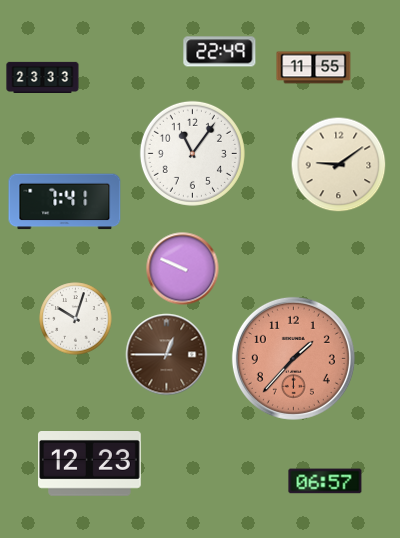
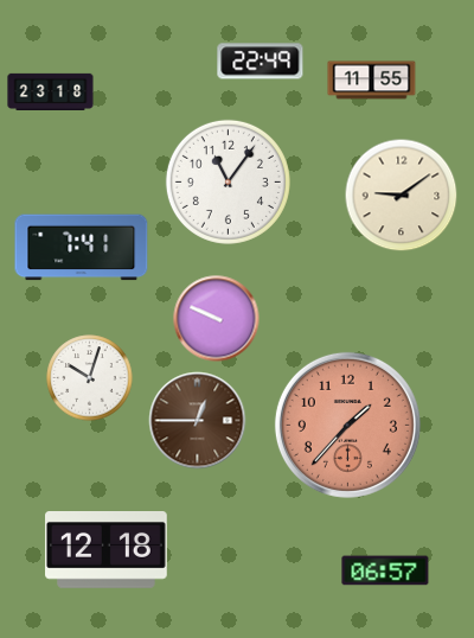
clock at (43, 77): 23:33 -> 23:18
clock at (65, 202) position: (65, 202) -> (82, 248)
clock at (90, 464): 12:23 -> 12:18
